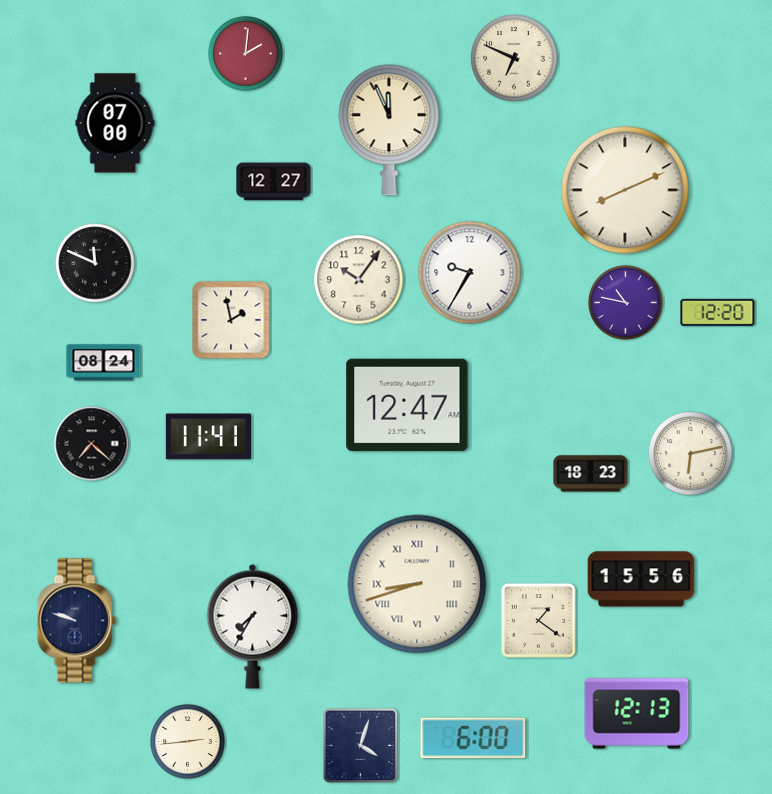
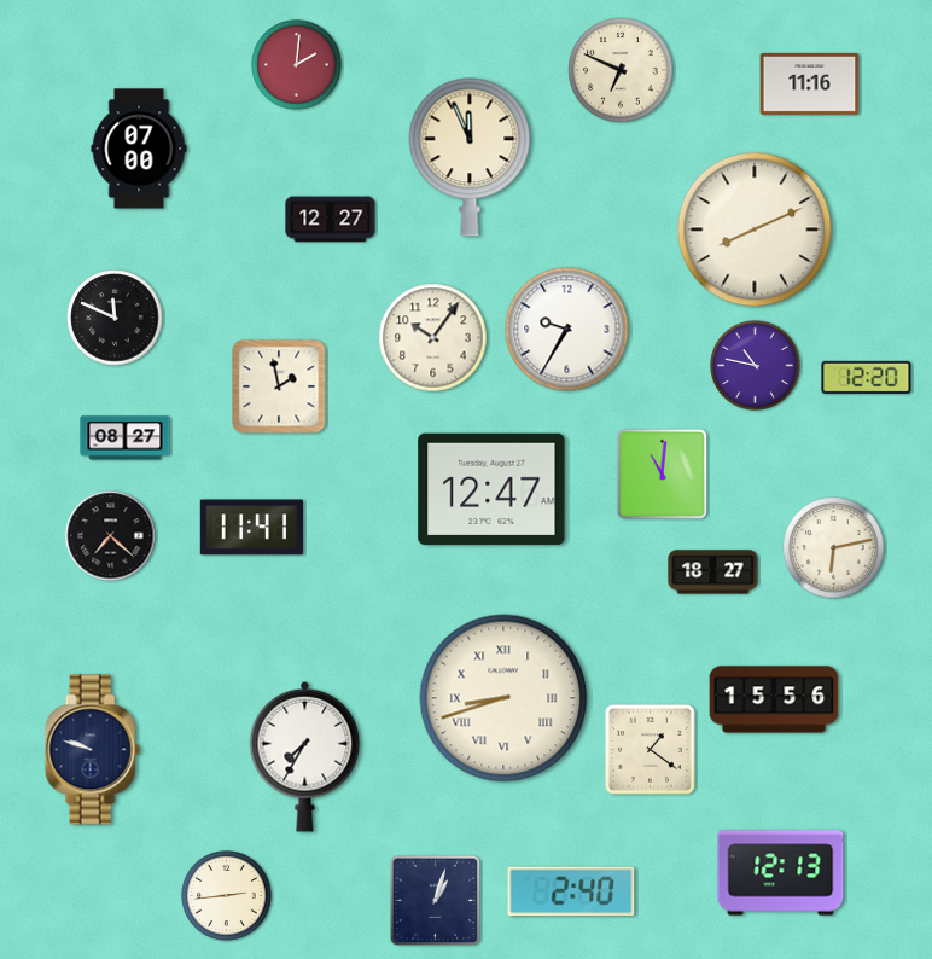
clock at (810, 83): none -> 11:16
clock at (104, 363): 08:24 -> 08:27
clock at (663, 475): none -> 11:01
clock at (591, 474): 18:23 -> 18:27
clock at (417, 584) position: (417, 584) -> (503, 698)
clock at (637, 714) position: (637, 714) -> (781, 873)
clock at (473, 738): 6:00 -> 2:40
clock at (361, 746): 4:03 -> 1:03
